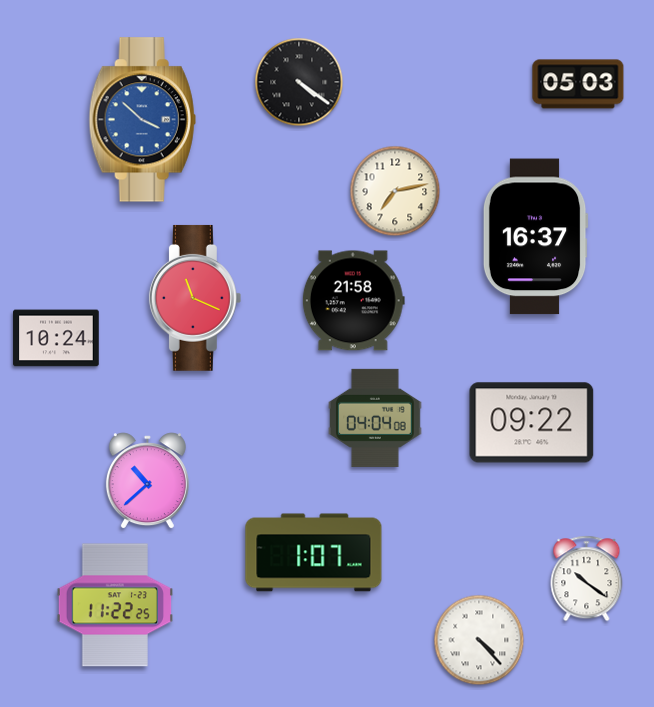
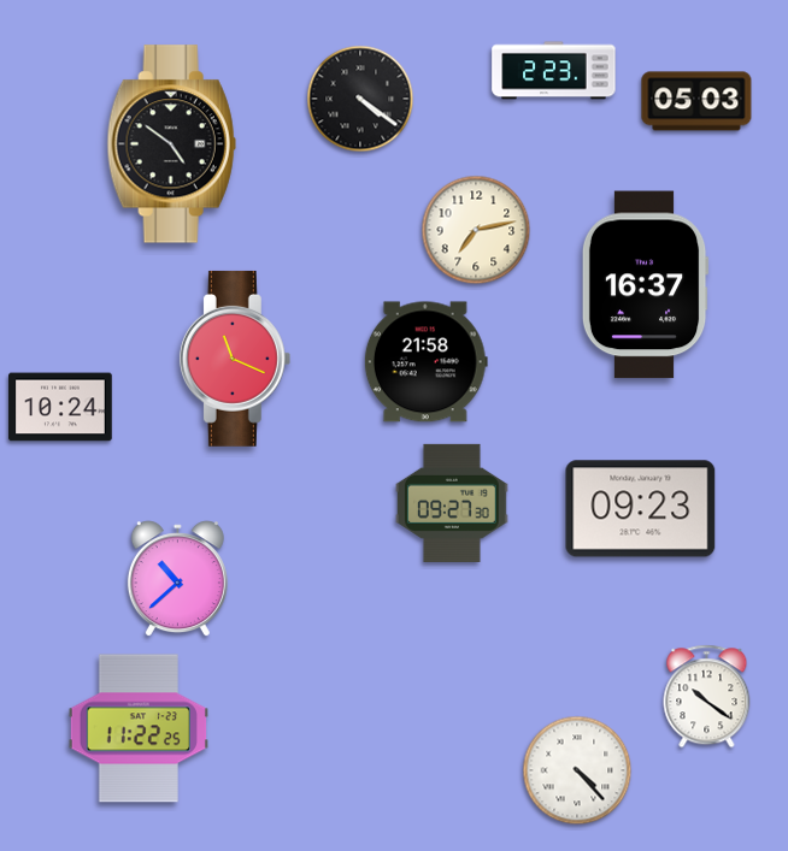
clock at (554, 71): none -> 2:23
clock at (142, 120): 3:52 -> 4:51
clock at (142, 120) dial: blue -> black
clock at (56, 338) position: (56, 338) -> (60, 407)
clock at (376, 418): 04:04 -> 09:27
clock at (532, 423): 09:22 -> 09:23
clock at (314, 553): 1:07 -> none
